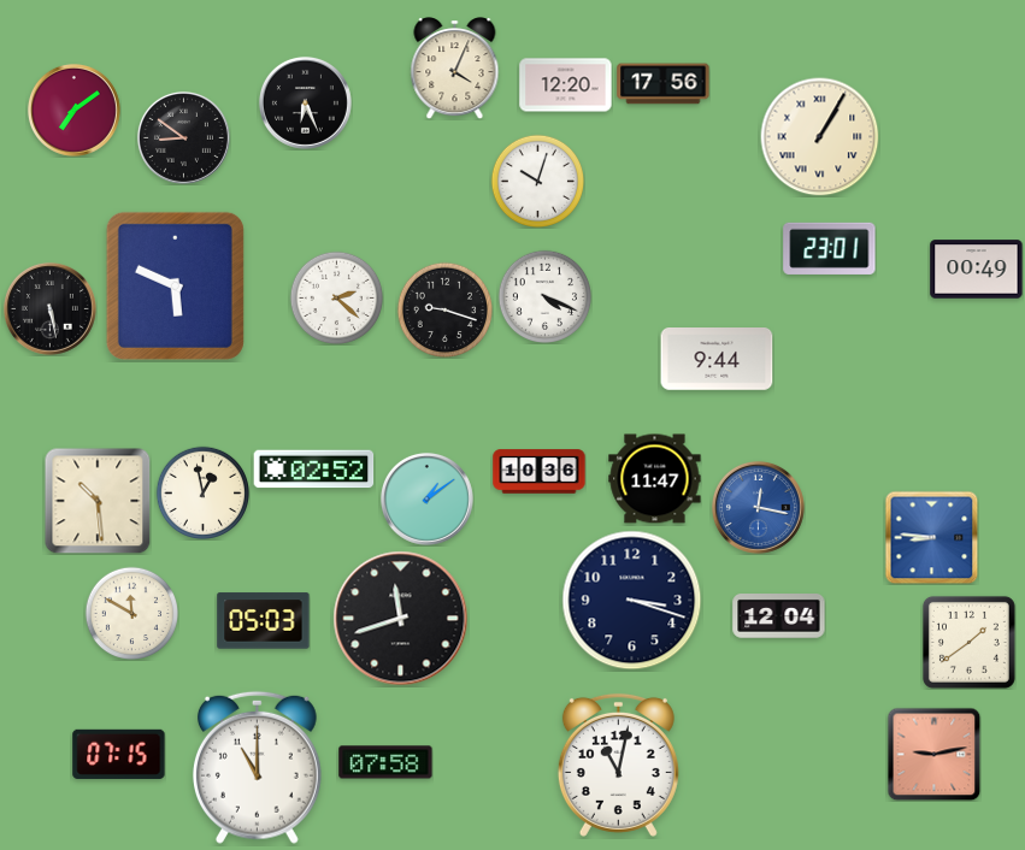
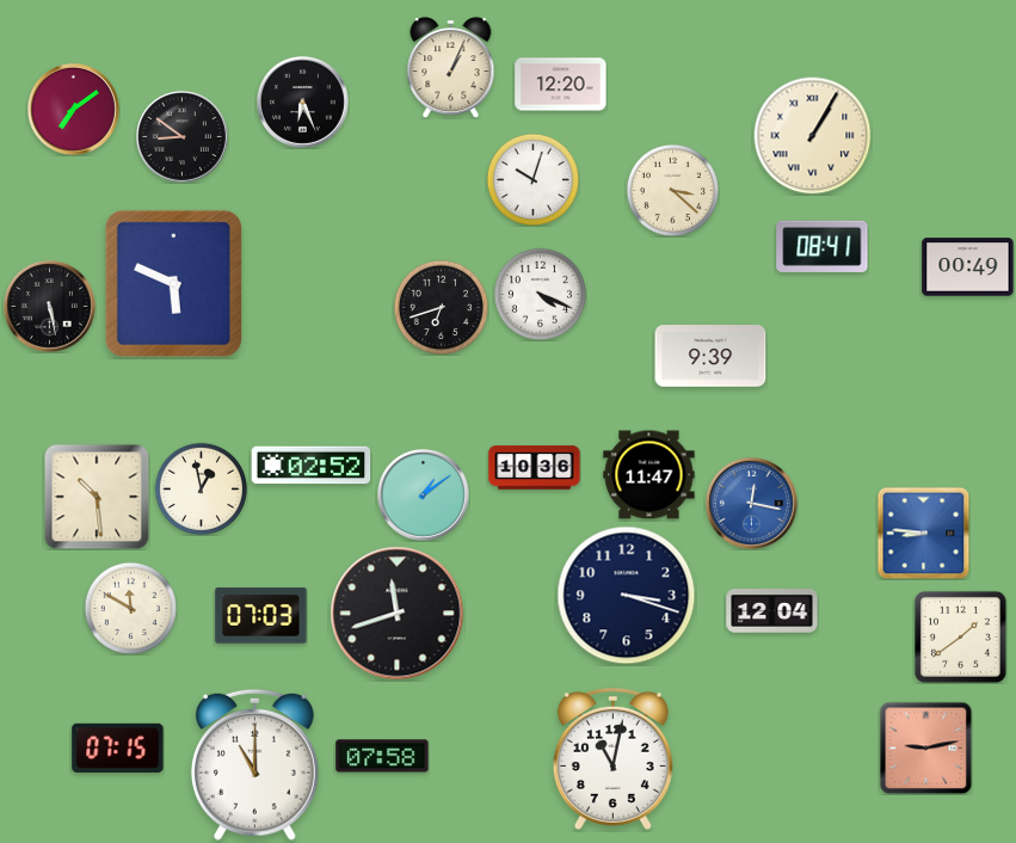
clock at (455, 69): 4:04 -> 1:04
clock at (664, 84): 17:56 -> none
clock at (672, 190): none -> 3:22
clock at (830, 248): 23:01 -> 08:41
clock at (336, 297): 2:22 -> none
clock at (444, 309): 9:18 -> 6:42
clock at (717, 359): 9:44 -> 9:39
clock at (264, 621): 05:03 -> 07:03
clock at (257, 767) position: (257, 767) -> (254, 764)
